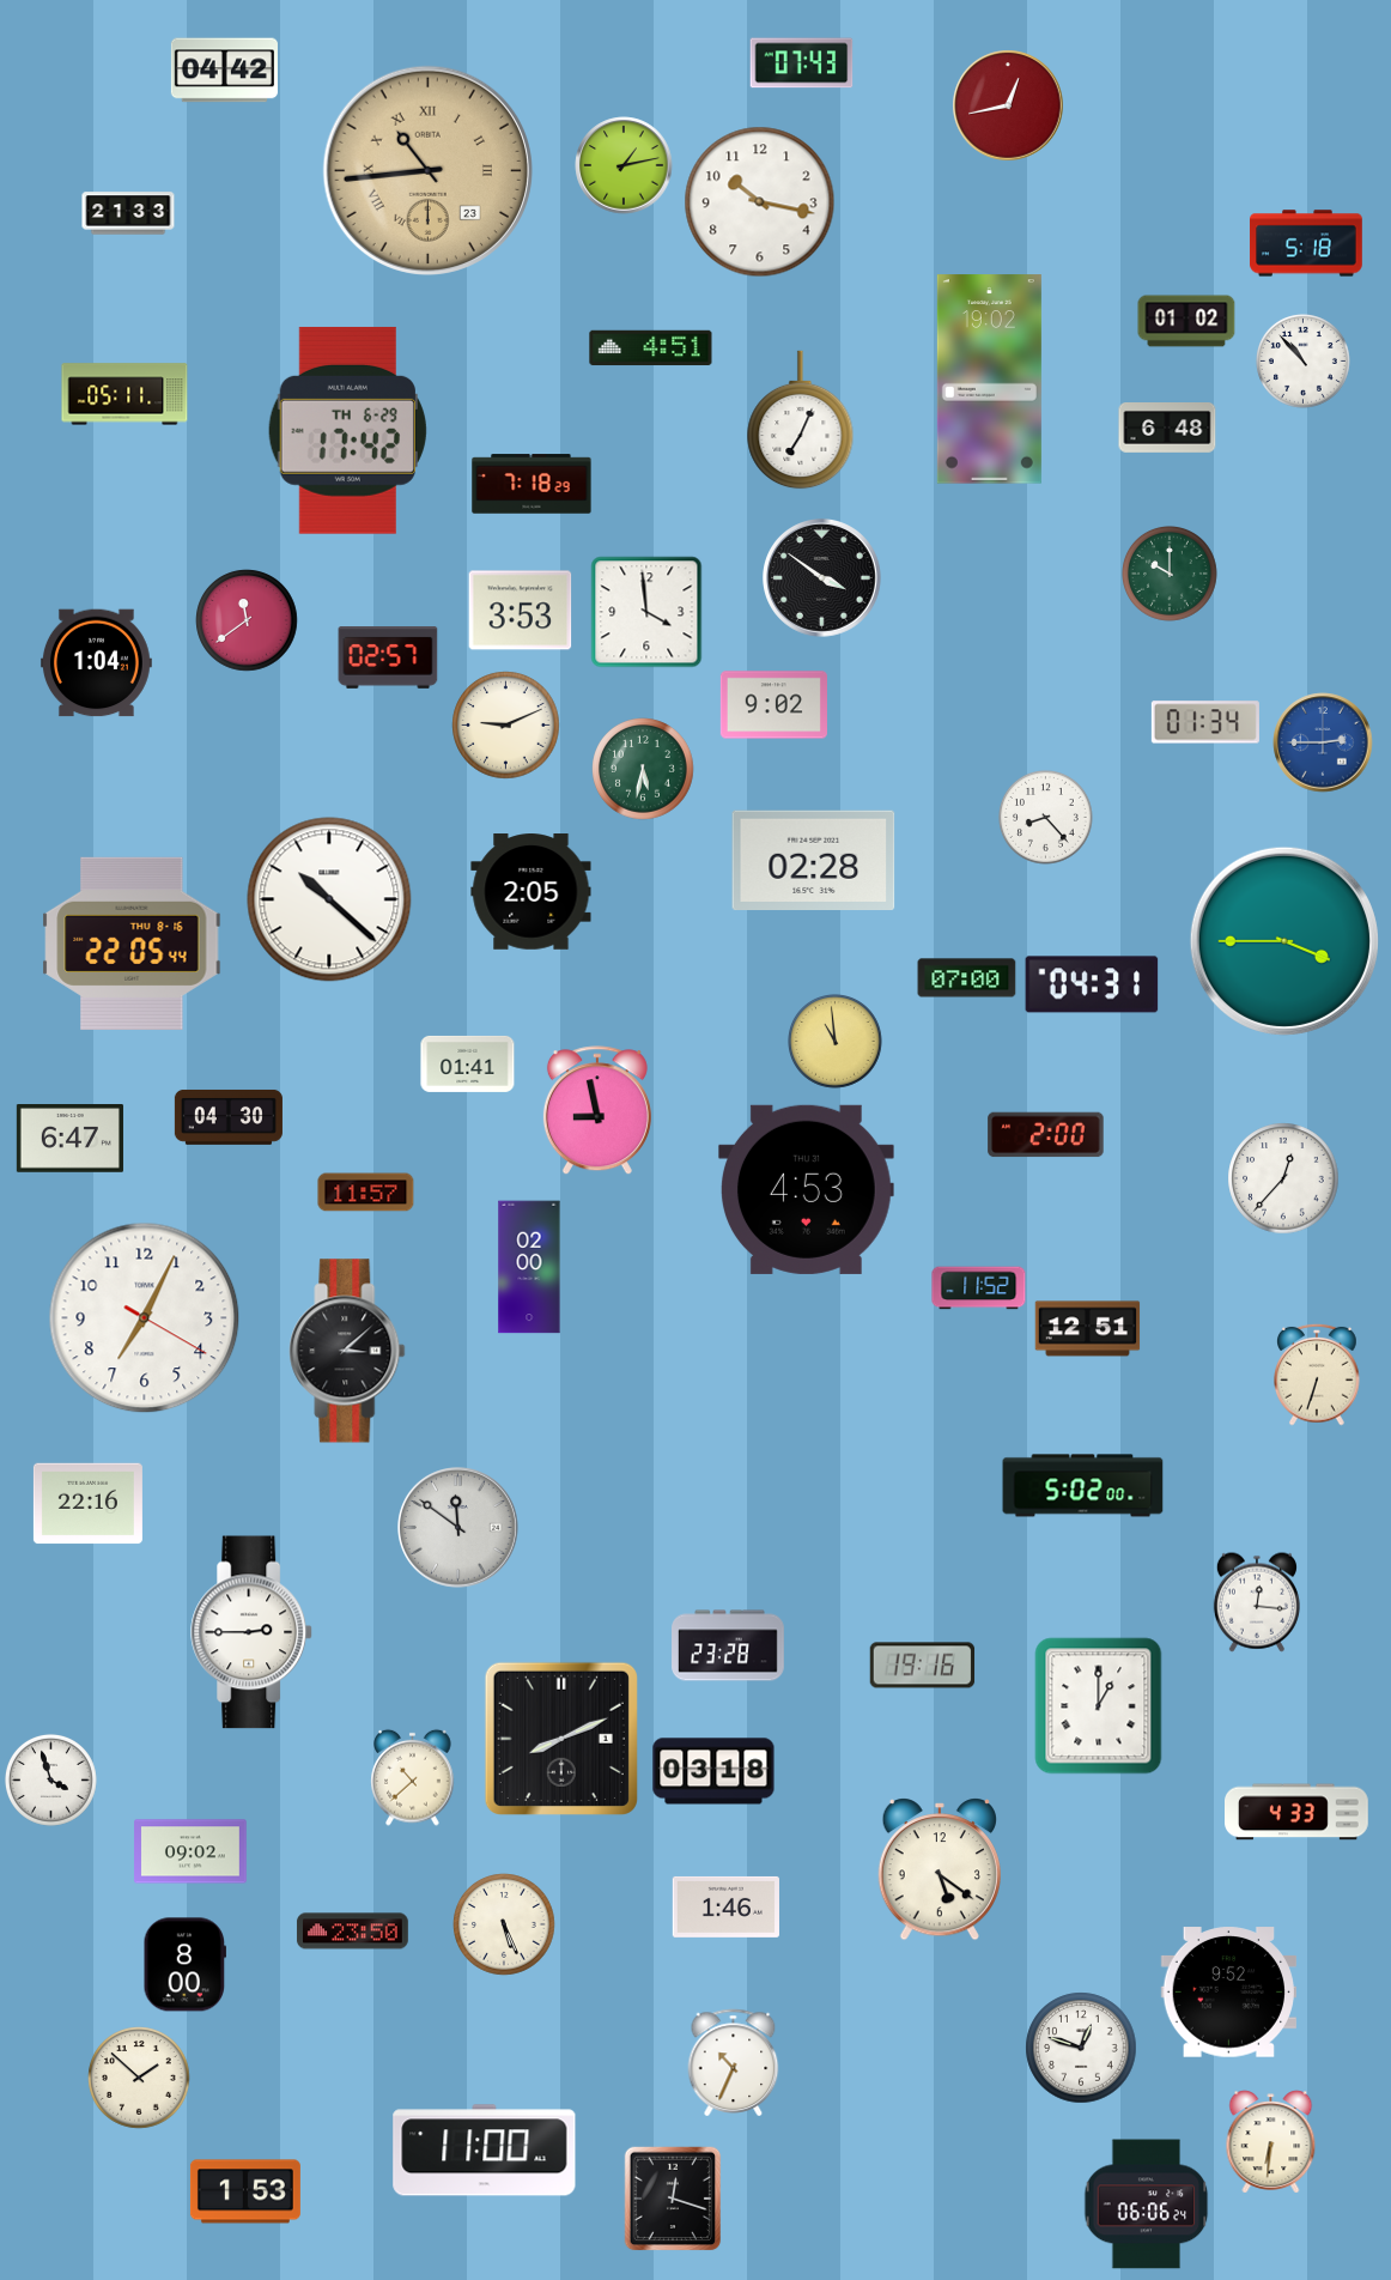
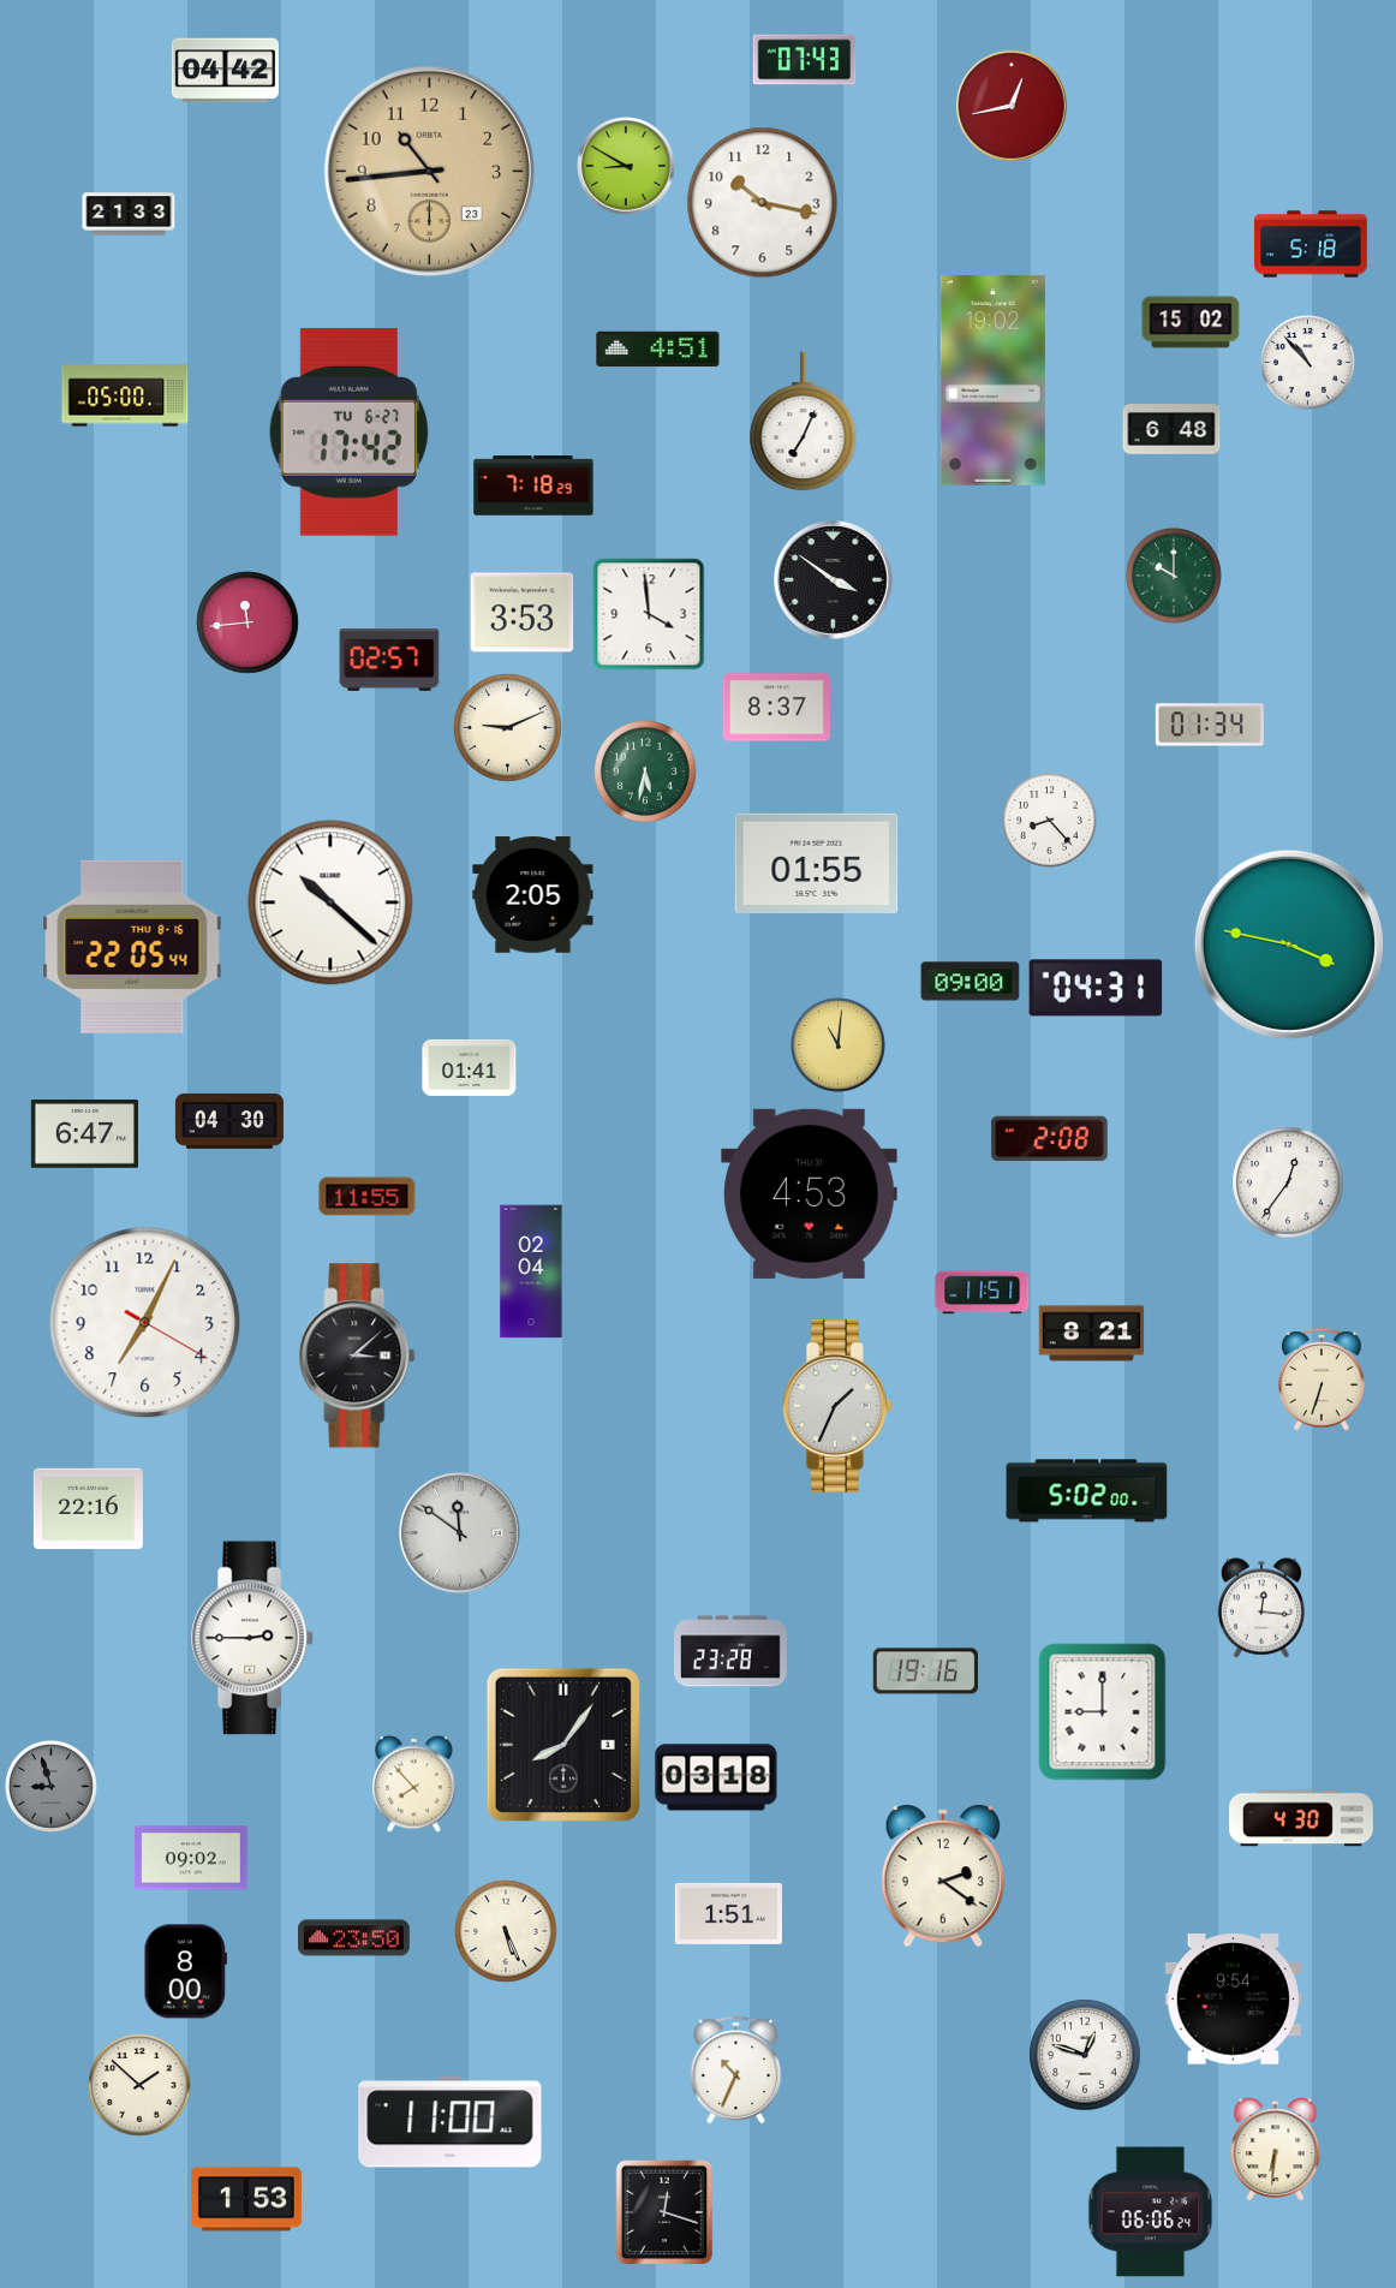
clock at (802, 63) position: (802, 63) -> (805, 60)
clock at (624, 165): 1:13 -> 8:50
clock at (427, 170) numerals: Roman -> Arabic
clock at (1186, 321): 01:02 -> 15:02
clock at (651, 348) position: (651, 348) -> (658, 350)
clock at (124, 394): 05:11 -> 05:00
clock at (347, 430) date: TH 6-29 -> TU 6-27
clock at (822, 578) position: (822, 578) -> (834, 580)
clock at (247, 620): 11:39 -> 11:44
clock at (96, 663): 1:04 -> none
clock at (773, 705): 9:02 -> 8:37
clock at (1323, 742): 2:45 -> none
clock at (814, 860): 02:28 -> 01:55
clock at (1284, 941): 3:45 -> 3:47
clock at (967, 978): 07:00 -> 09:00
clock at (836, 1042): 10:59 -> 11:01
clock at (597, 1111): 8:58 -> none
clock at (1046, 1135): 2:00 -> 2:08
clock at (69, 1139) position: (69, 1139) -> (84, 1134)
clock at (1283, 1178): 12:37 -> 12:36
clock at (366, 1193): 11:57 -> 11:55
clock at (529, 1267): 02:00 -> 02:04
clock at (979, 1288): 11:52 -> 11:51
clock at (1088, 1329): 12:51 -> 8:21
clock at (347, 1351) position: (347, 1351) -> (357, 1355)
clock at (837, 1406): none -> 1:34
clock at (1099, 1706): 1:00 -> 9:00
clock at (561, 1739): 8:11 -> 8:06
clock at (413, 1777): 10:38 -> 7:53
clock at (50, 1779): 3:57 -> 8:57
clock at (50, 1779) dial: white -> grey
clock at (1298, 1812): 4:33 -> 4:30
clock at (939, 1869): 5:21 -> 2:21
clock at (725, 1906): 1:46 -> 1:51
clock at (1228, 1993): 9:52 -> 9:54
clock at (485, 2151) position: (485, 2151) -> (451, 2122)
clock at (673, 2199) position: (673, 2199) -> (664, 2212)
